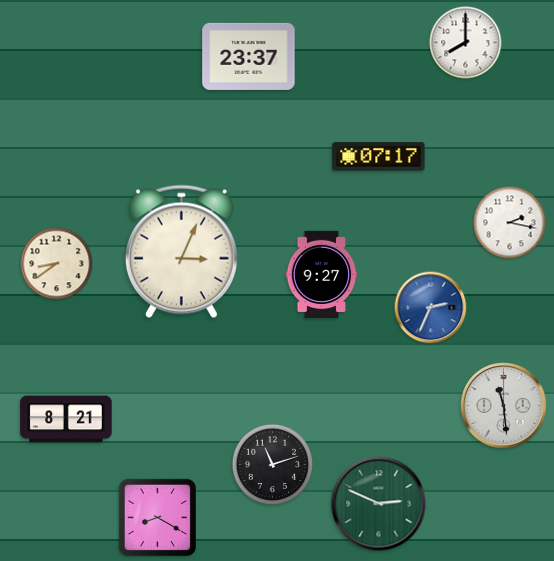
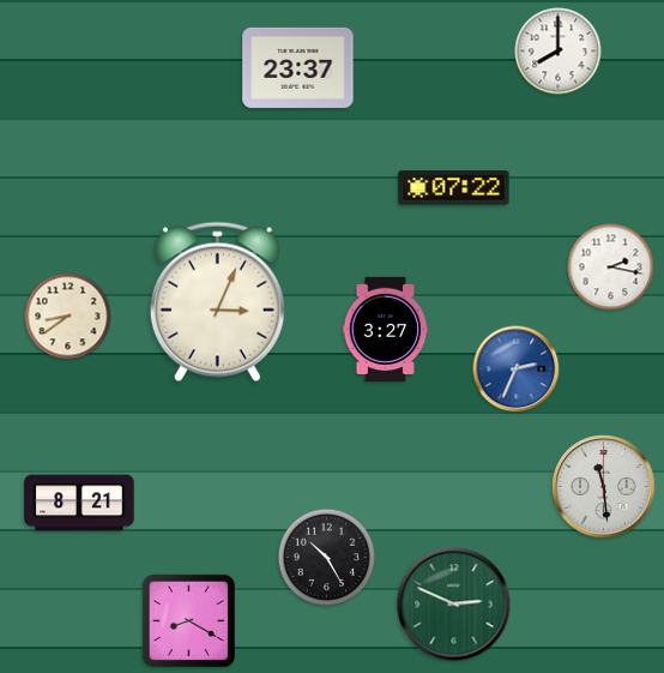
clock at (379, 157): 07:17 -> 07:22
clock at (322, 274): 9:27 -> 3:27
clock at (273, 465): 11:12 -> 10:25
